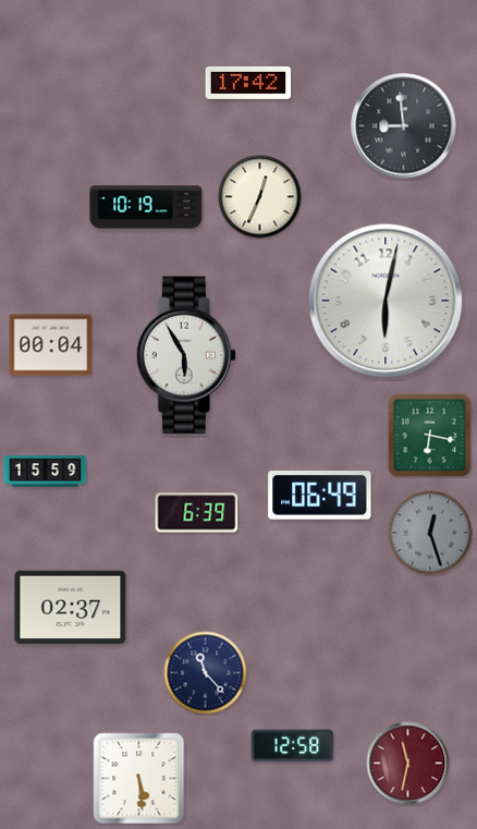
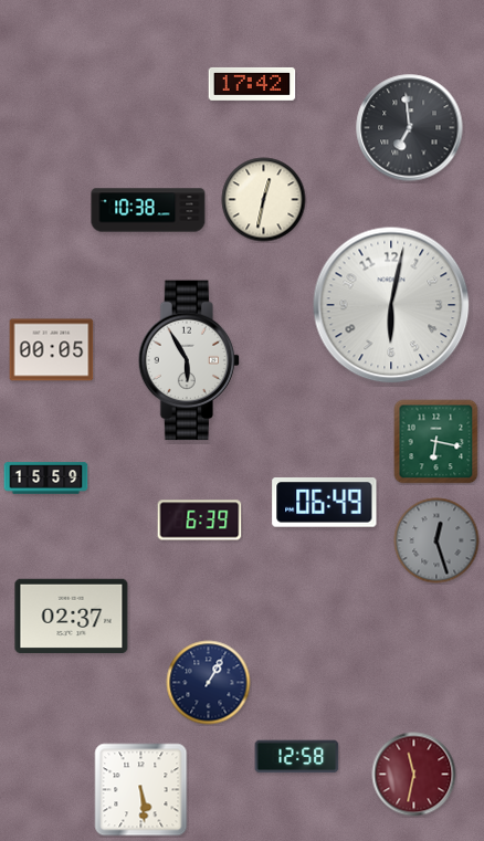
clock at (404, 126): 8:59 -> 6:59
clock at (260, 197): 12:34 -> 12:32
clock at (146, 207): 10:19 -> 10:38
clock at (51, 345): 00:04 -> 00:05
clock at (206, 673): 11:23 -> 1:05
